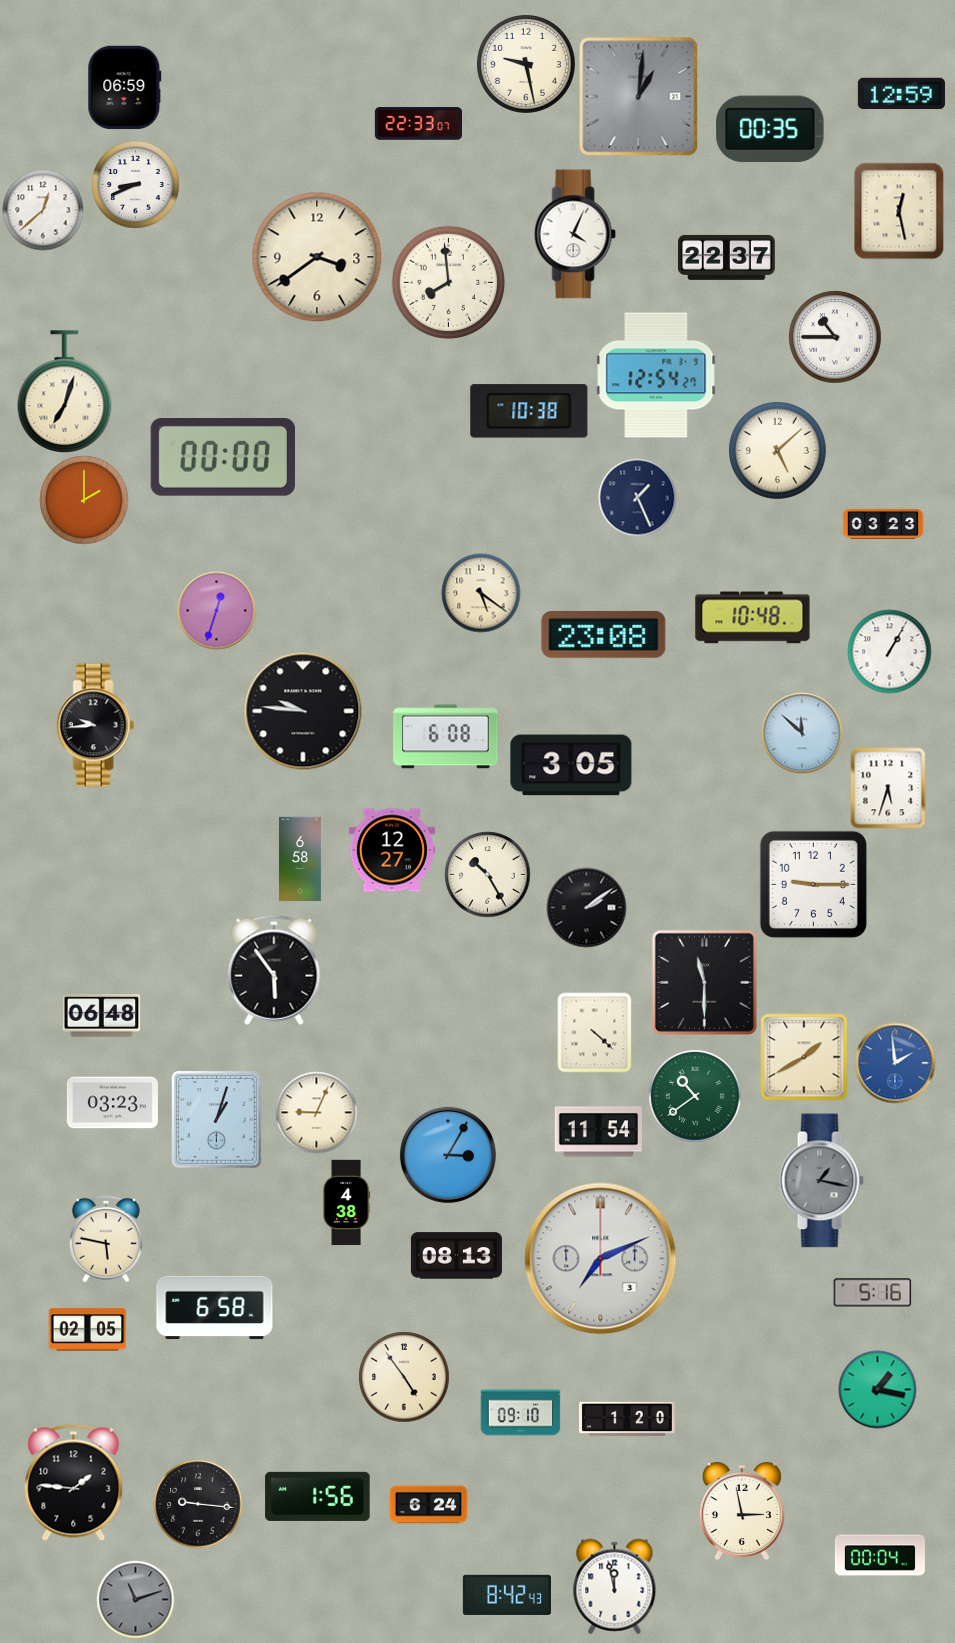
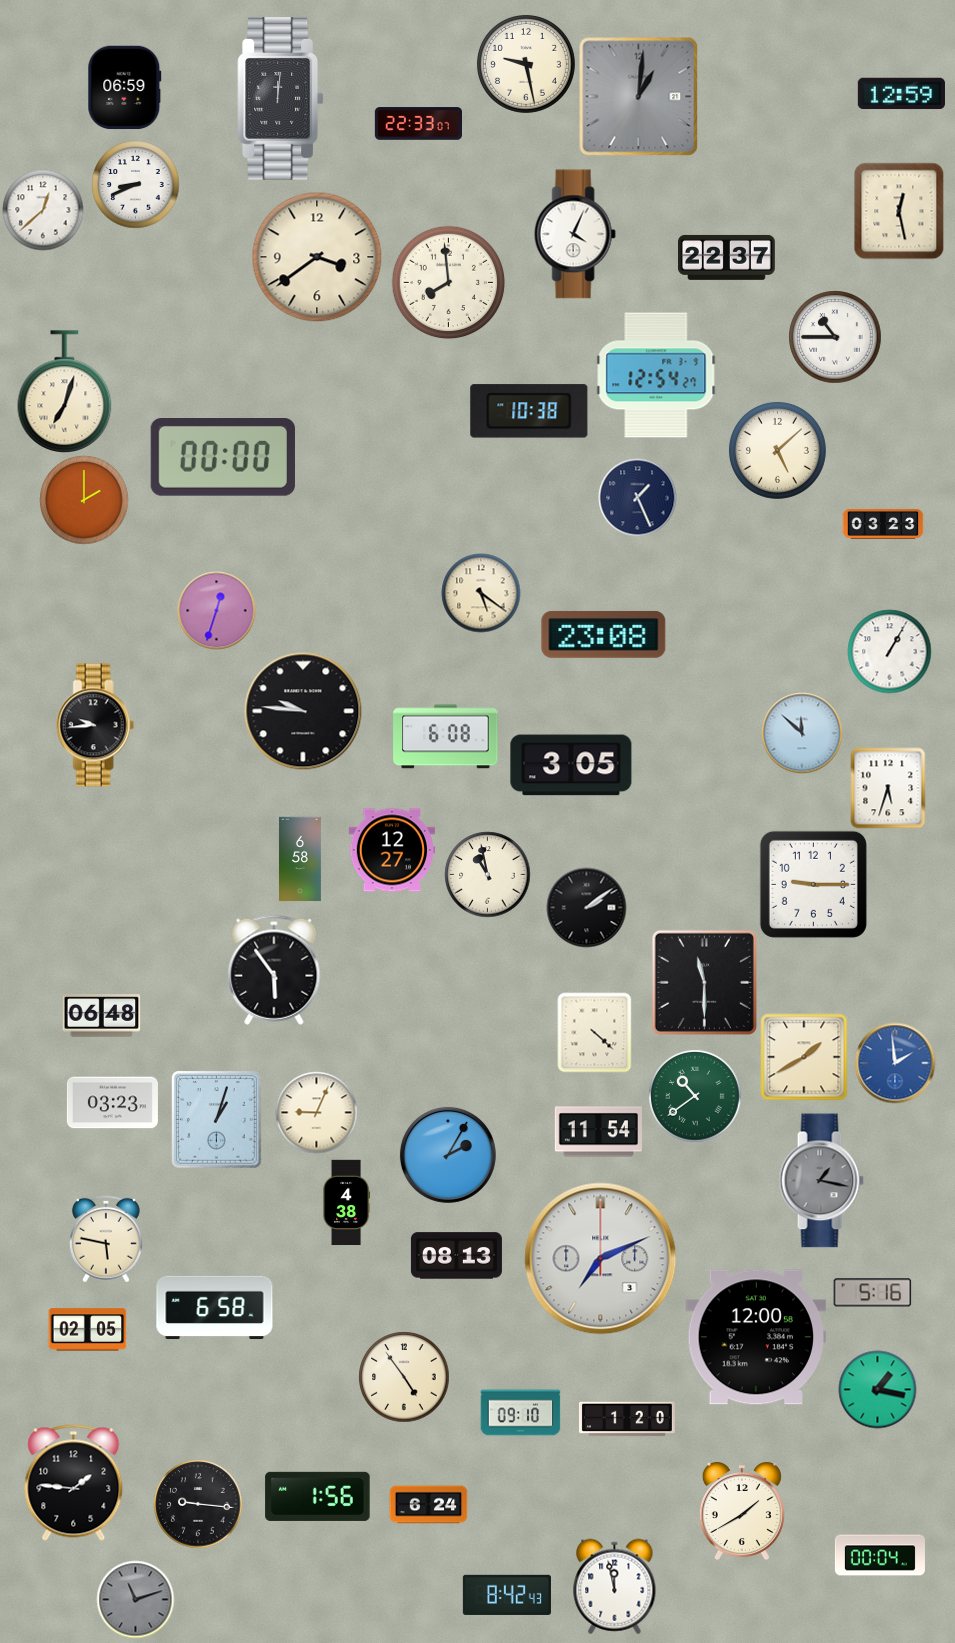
clock at (281, 99): none -> 12:01
clock at (770, 129): 00:35 -> none
clock at (753, 618): 10:48 -> none
clock at (487, 874): 10:25 -> 10:58
clock at (448, 1155): 3:05 -> 2:05
clock at (756, 1337): none -> 12:00
clock at (742, 1511): 2:58 -> 1:40
